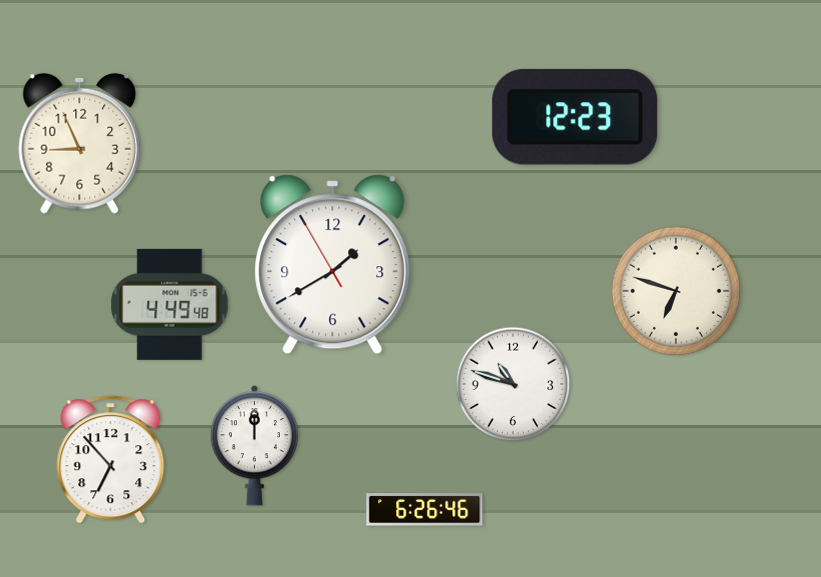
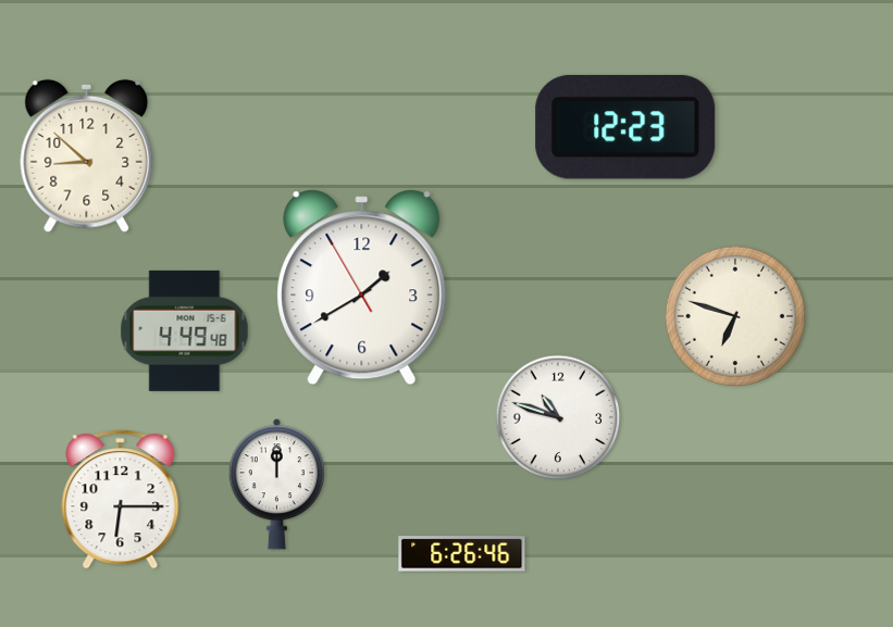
clock at (80, 143): 8:56 -> 8:52
clock at (111, 460): 6:53 -> 6:15
